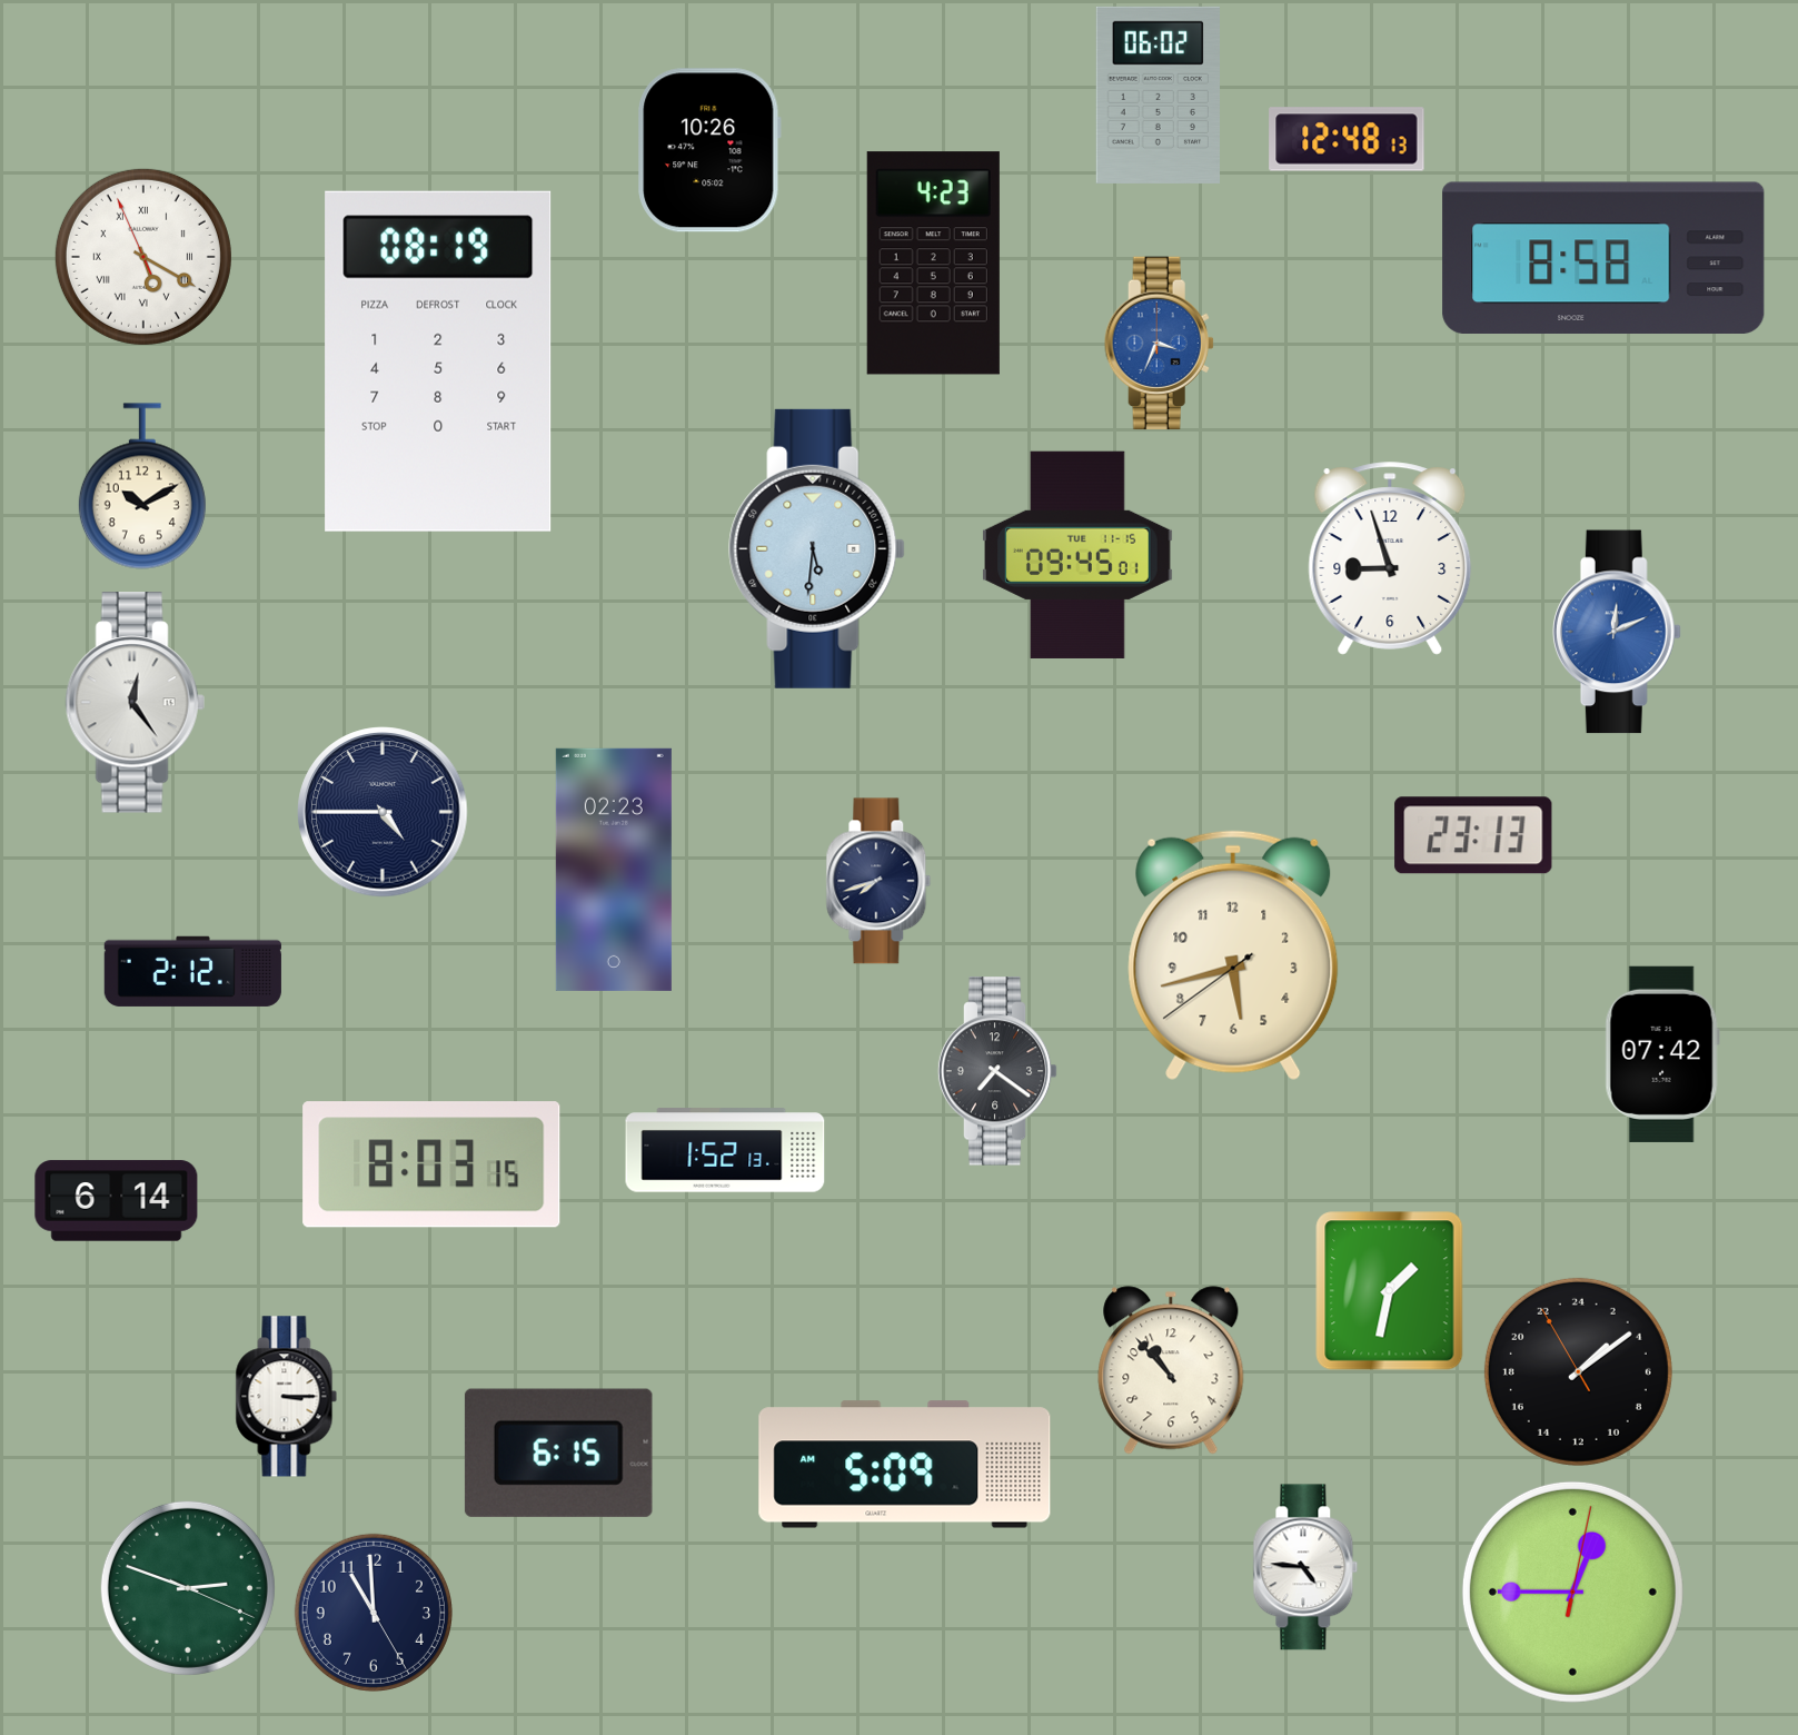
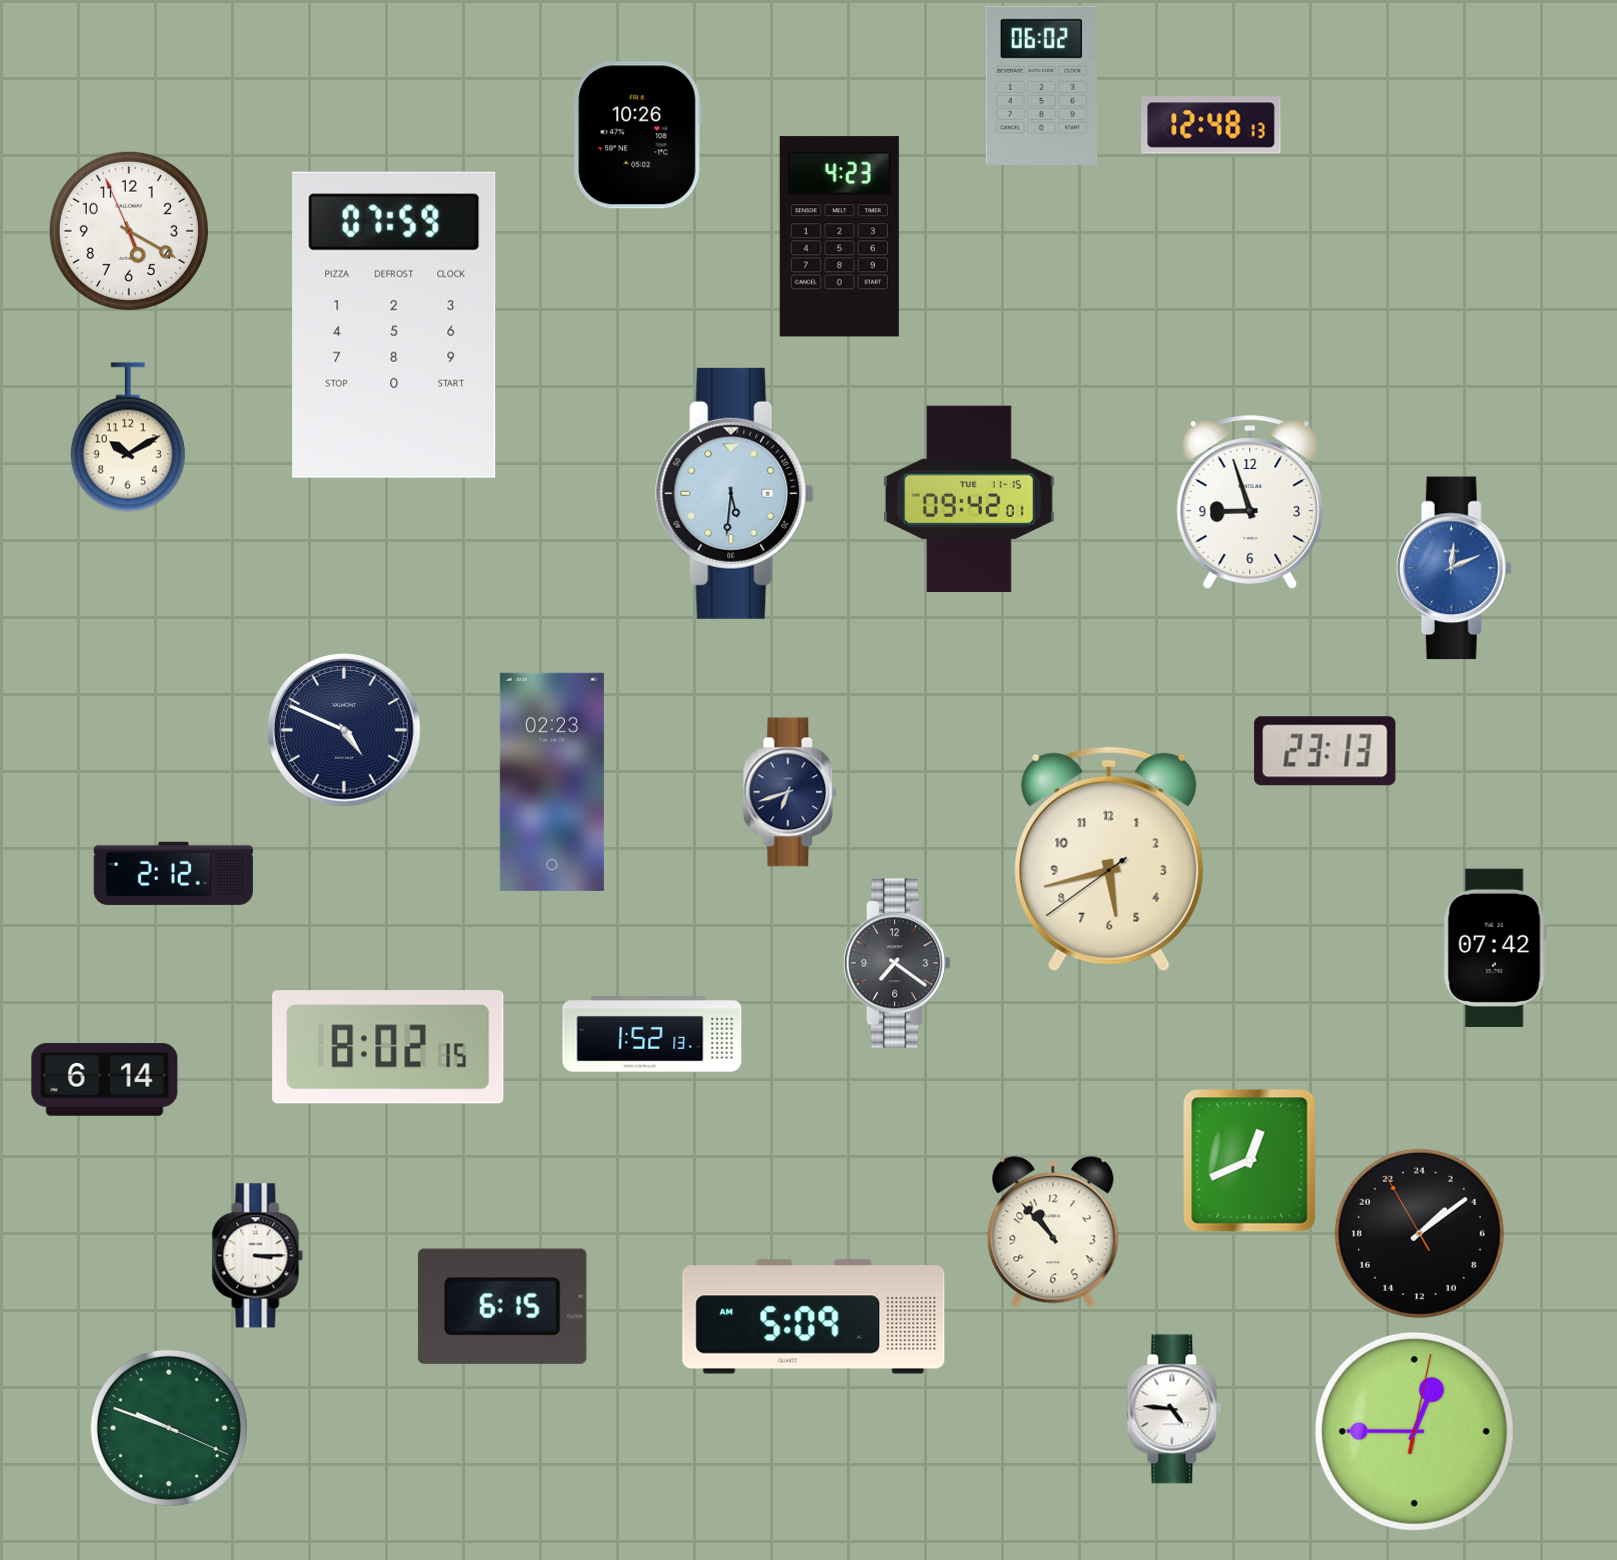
clock at (143, 257) numerals: Roman -> Arabic
clock at (1603, 257): 8:58 -> none
clock at (1159, 344): 3:34 -> none
clock at (438, 361): 08:19 -> 07:59
clock at (1079, 555): 09:45 -> 09:42
clock at (135, 703): 12:24 -> none
clock at (383, 812): 4:45 -> 4:49
clock at (878, 881): 7:42 -> 6:42
clock at (431, 1164): 8:03 -> 8:02
clock at (1390, 1291): 1:32 -> 12:41
clock at (188, 1588): 2:48 -> 9:48
clock at (374, 1613): 10:59 -> none
